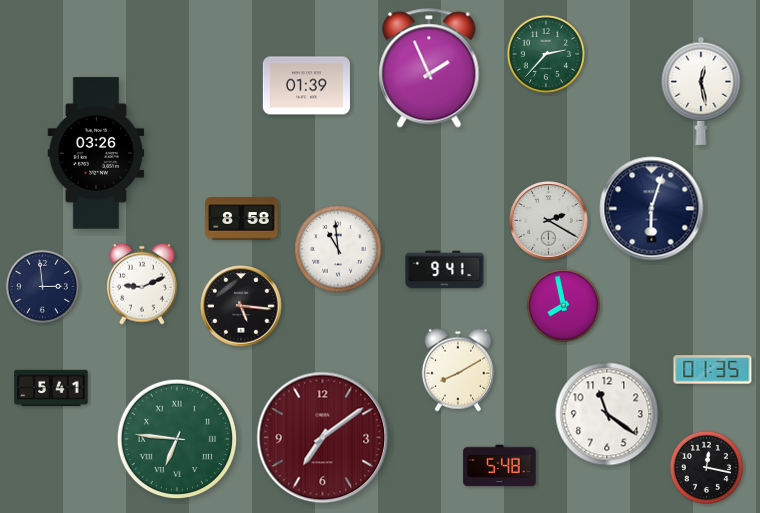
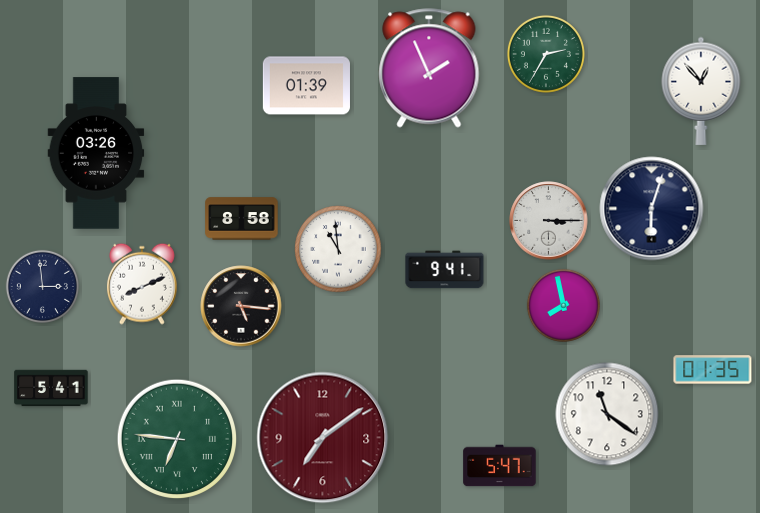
clock at (546, 54): 2:37 -> 2:35
clock at (701, 91): 12:28 -> 12:53
clock at (549, 221): 2:20 -> 3:15
clock at (142, 284): 9:11 -> 8:11
clock at (458, 370): 8:10 -> none
clock at (500, 466): 5:48 -> 5:47
clock at (706, 467): 12:17 -> none
